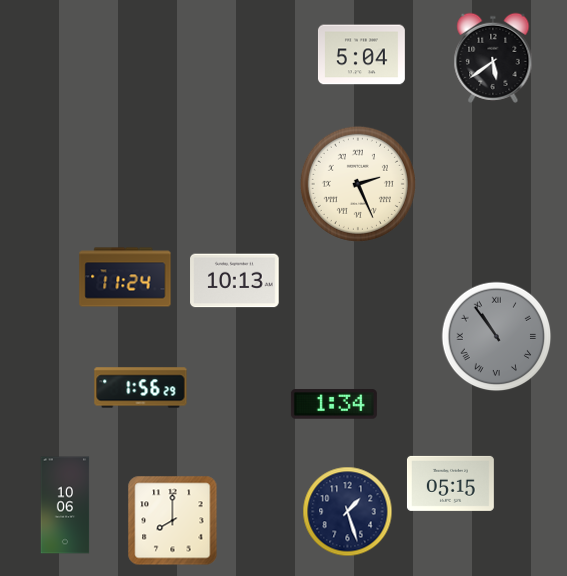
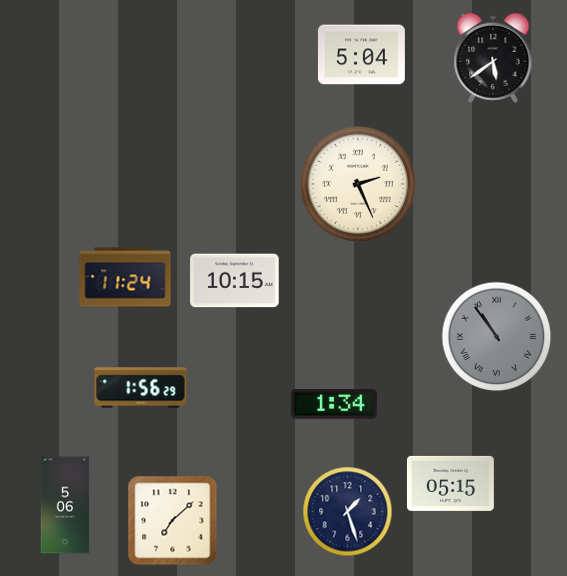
clock at (235, 281): 10:13 -> 10:15
clock at (65, 505): 10:06 -> 5:06
clock at (173, 521): 8:00 -> 7:08
